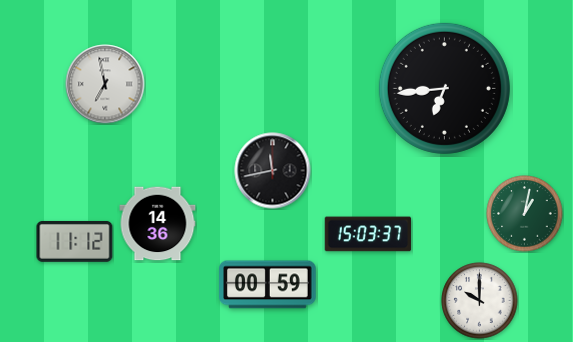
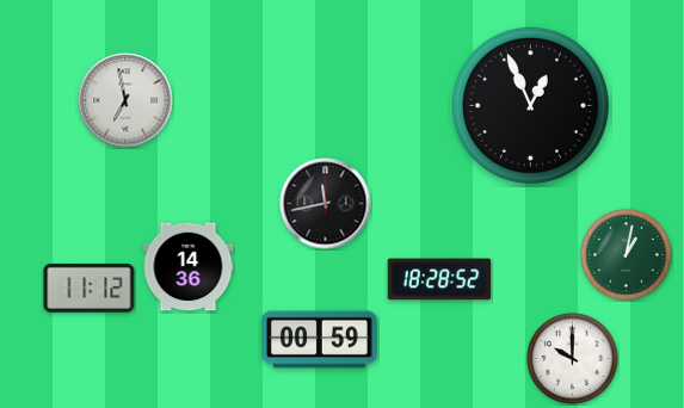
clock at (444, 88): 6:44 -> 12:56
clock at (368, 234): 15:03 -> 18:28
